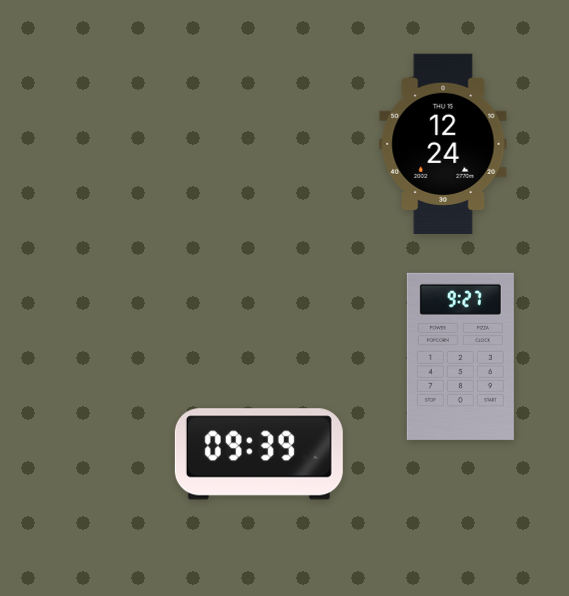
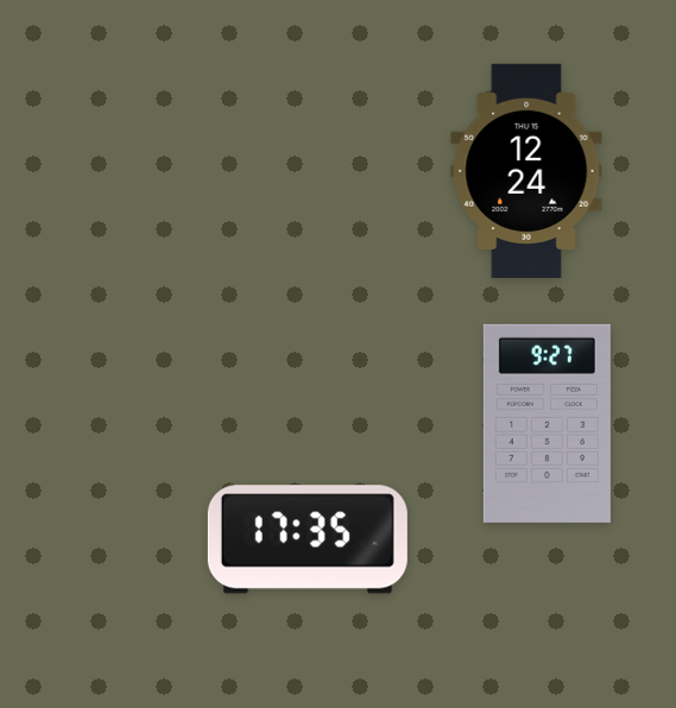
clock at (259, 454): 09:39 -> 17:35
